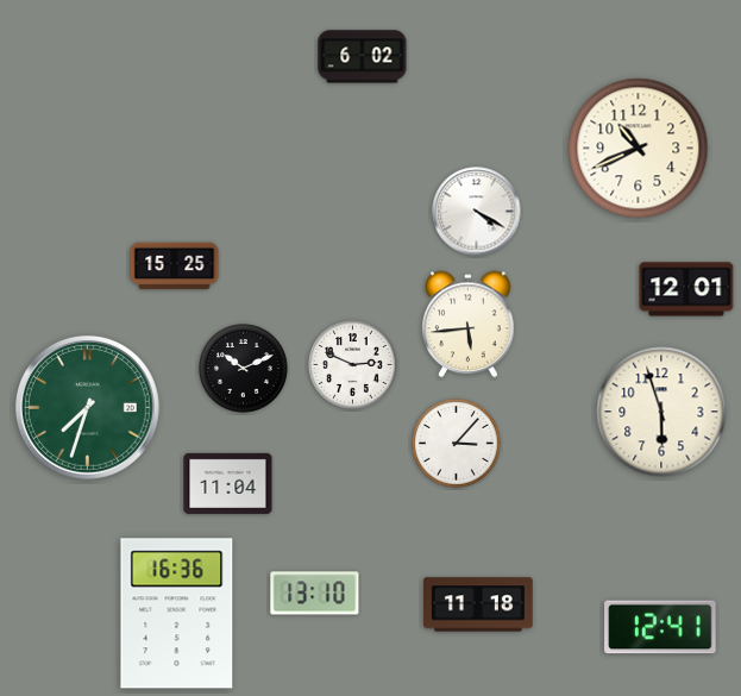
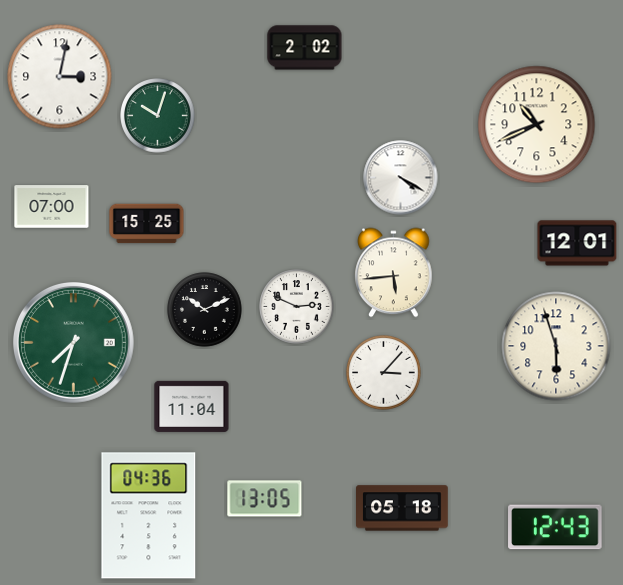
clock at (363, 57): 6:02 -> 2:02
clock at (60, 77): none -> 3:02
clock at (158, 116): none -> 10:03
clock at (52, 207): none -> 07:00
clock at (315, 594): 13:10 -> 13:05
clock at (479, 604): 11:18 -> 05:18
clock at (177, 614): 16:36 -> 04:36
clock at (660, 627): 12:41 -> 12:43
